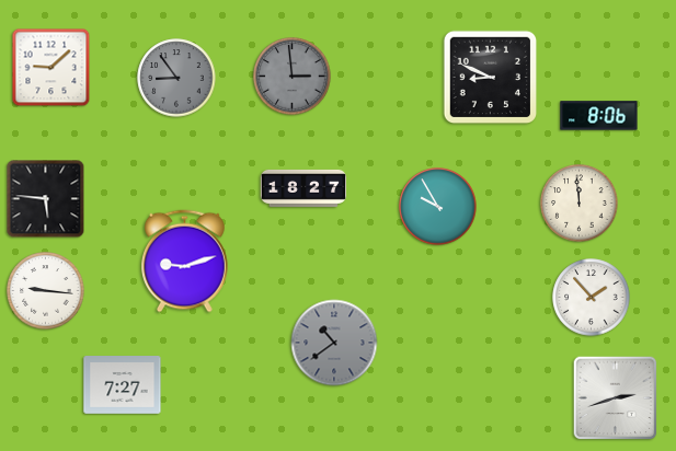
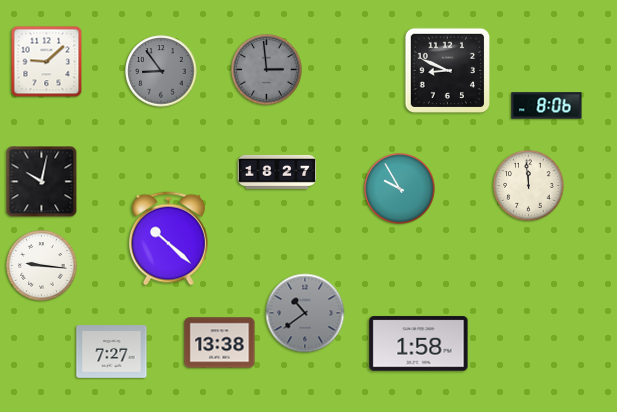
clock at (46, 199): 5:46 -> 10:02
clock at (185, 262): 9:12 -> 10:22
clock at (592, 298): 1:53 -> none
clock at (220, 343): none -> 13:38
clock at (419, 344): none -> 1:58
clock at (616, 398): 2:42 -> none
